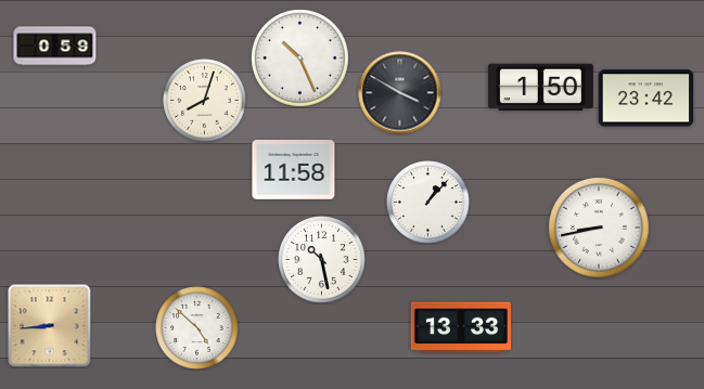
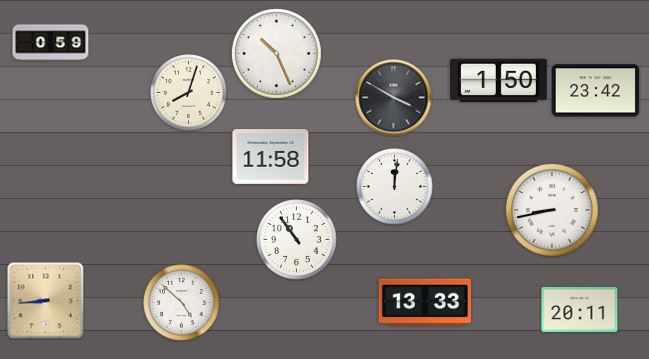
clock at (400, 93) position: (400, 93) -> (394, 98)
clock at (428, 203): 1:07 -> 12:01
clock at (322, 260): 10:28 -> 10:54
clock at (580, 309): none -> 20:11
